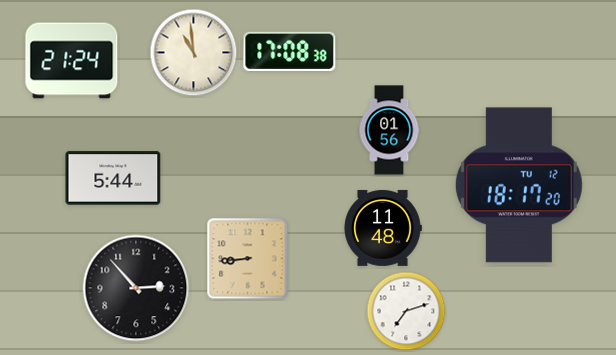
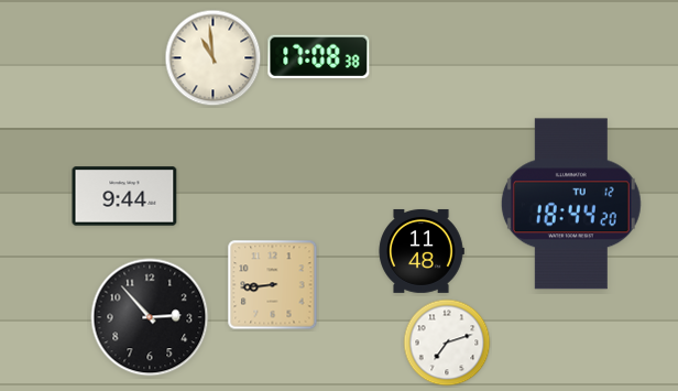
clock at (72, 61): 21:24 -> none
clock at (389, 130): 01:56 -> none
clock at (113, 178): 5:44 -> 9:44
clock at (519, 185): 18:17 -> 18:44
